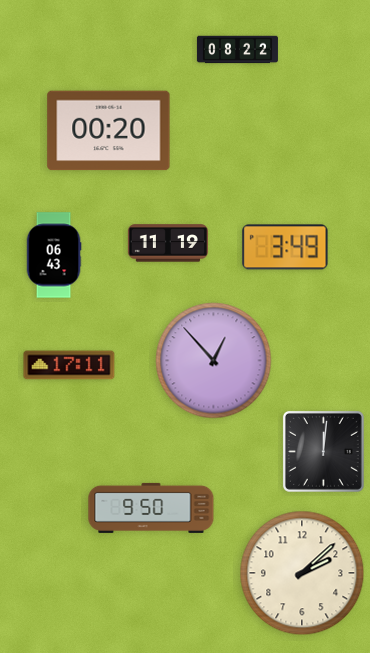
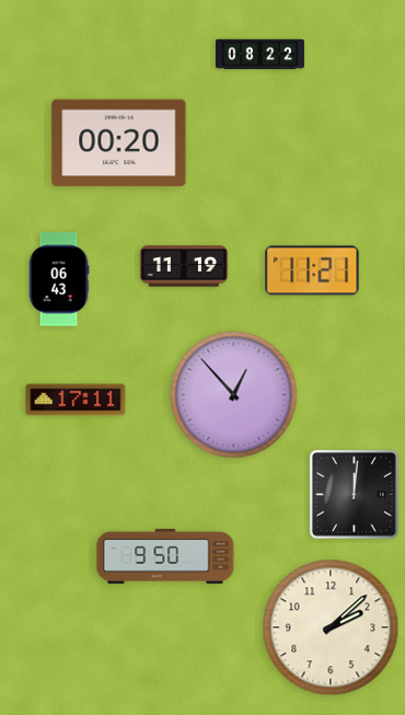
clock at (285, 247): 3:49 -> 11:21
